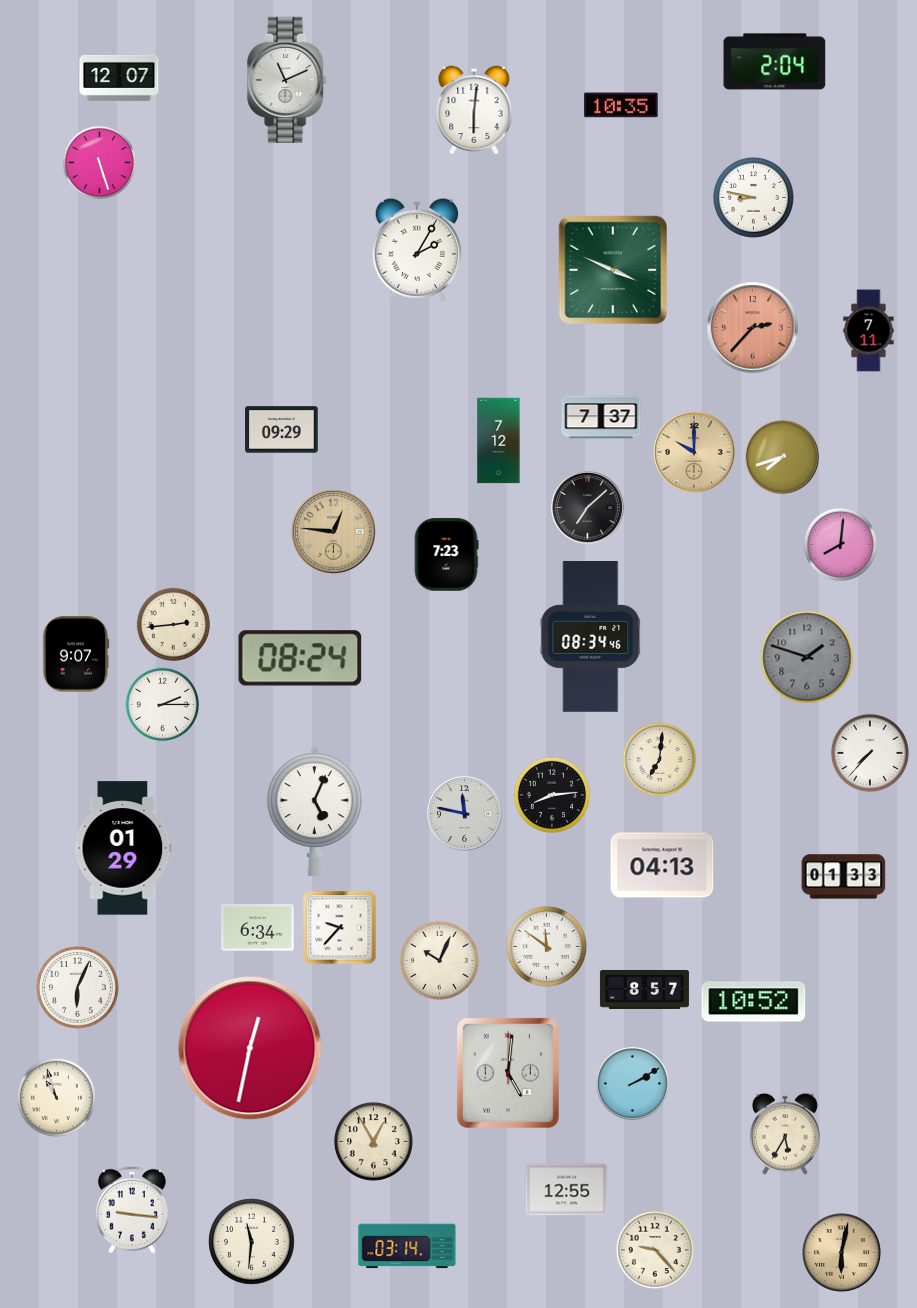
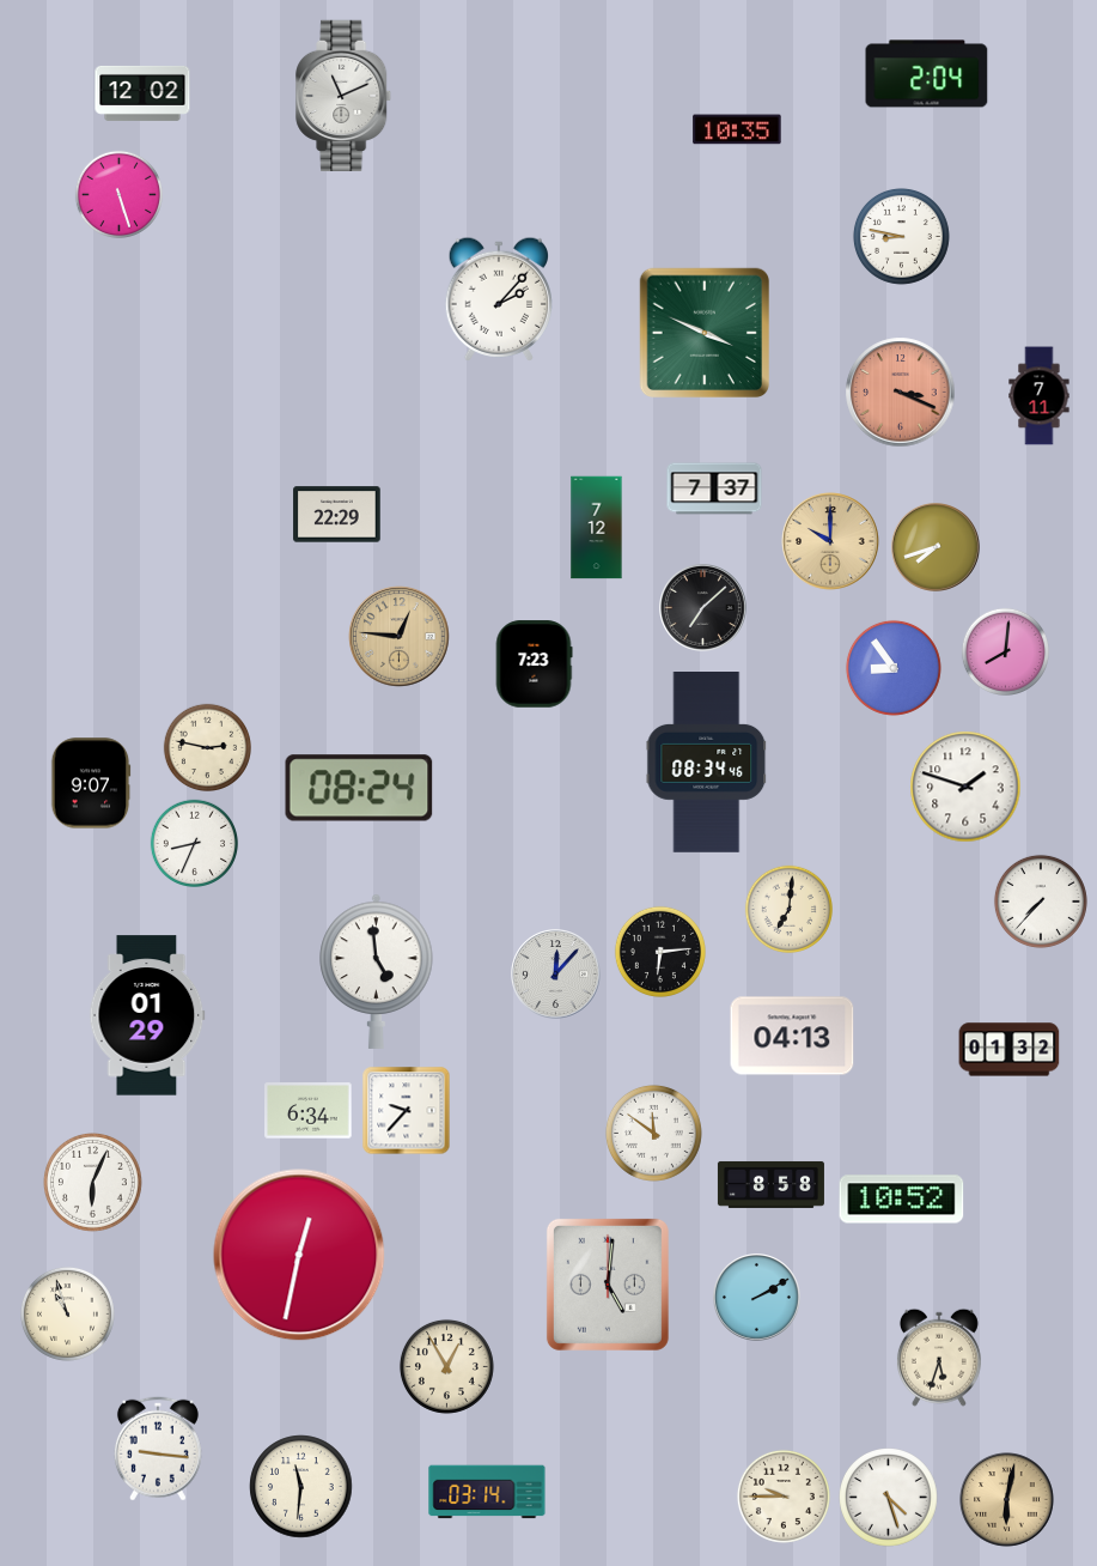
clock at (119, 78): 12:07 -> 12:02
clock at (621, 105) position: (621, 105) -> (737, 129)
clock at (474, 110): 6:01 -> none
clock at (416, 250): 2:05 -> 2:07
clock at (612, 269) position: (612, 269) -> (703, 332)
clock at (753, 328): 2:37 -> 3:19
clock at (601, 417) position: (601, 417) -> (714, 488)
clock at (282, 430): 09:29 -> 22:29
clock at (894, 668): none -> 8:54
clock at (174, 625): 2:44 -> 2:47
clock at (807, 657) dial: grey -> white
clock at (163, 705): 2:15 -> 8:34
clock at (552, 795): 8:14 -> 6:14
clock at (315, 811): 5:04 -> 4:59
clock at (465, 814): 11:47 -> 12:07
clock at (844, 877): 01:33 -> 01:32
clock at (439, 960): 10:04 -> none
clock at (644, 989): 8:57 -> 8:58
clock at (785, 1134): 5:35 -> 5:33
clock at (567, 1190): 12:55 -> none
clock at (655, 1250): 9:23 -> 9:45
clock at (889, 1498): none -> 4:27
